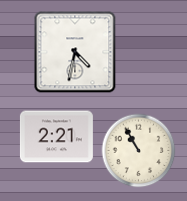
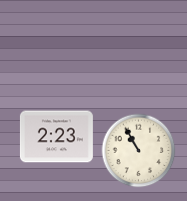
clock at (75, 52): 4:32 -> none
clock at (56, 137): 2:21 -> 2:23
